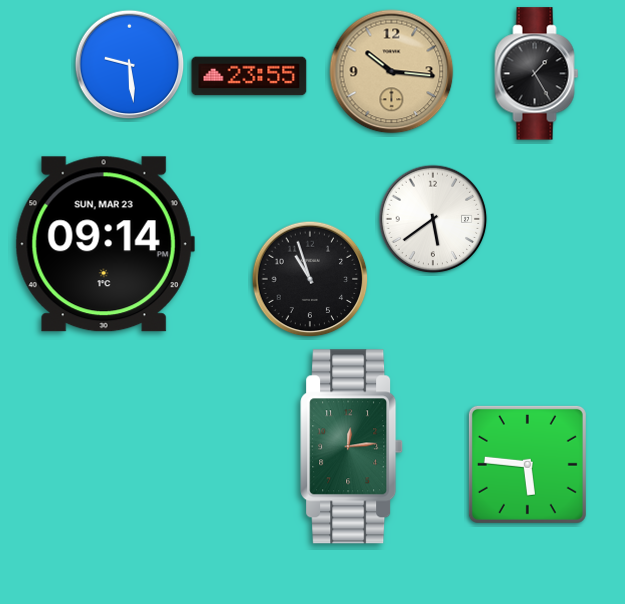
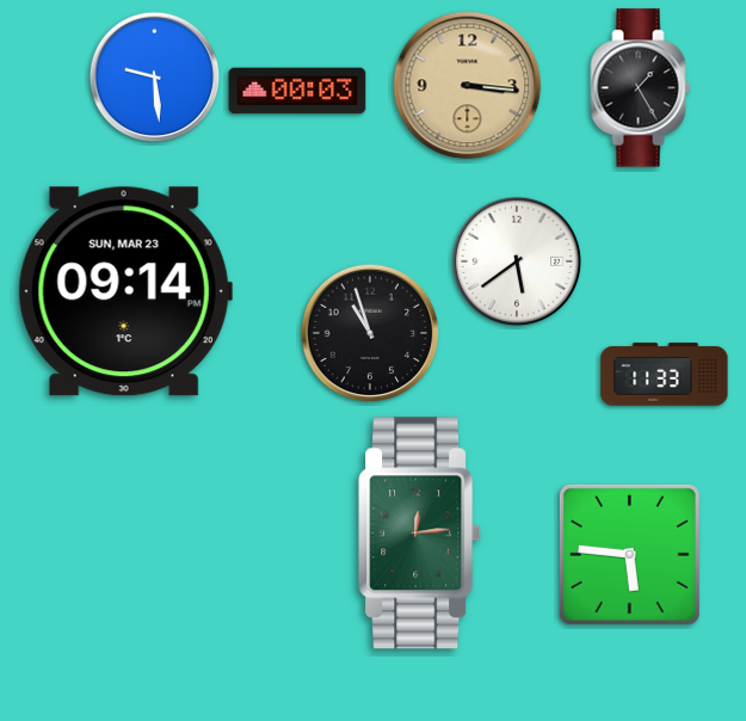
clock at (392, 72): 10:16 -> 3:16
clock at (249, 76): 23:55 -> 00:03
clock at (665, 375): none -> 11:33
